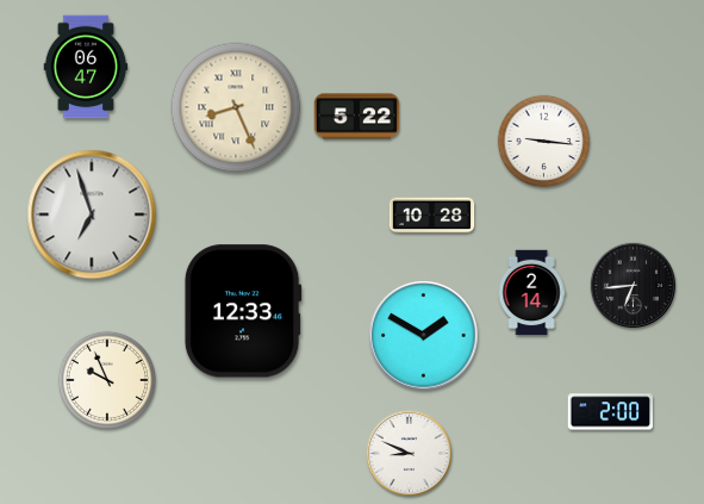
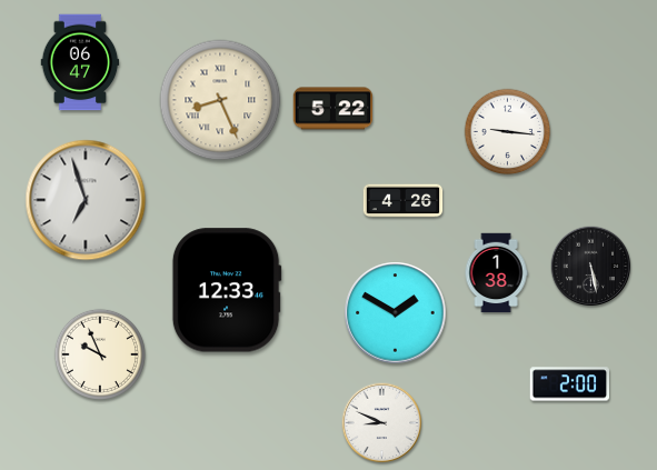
clock at (432, 216): 10:28 -> 4:26
clock at (634, 286): 6:44 -> 5:28
clock at (531, 293): 2:14 -> 1:38
